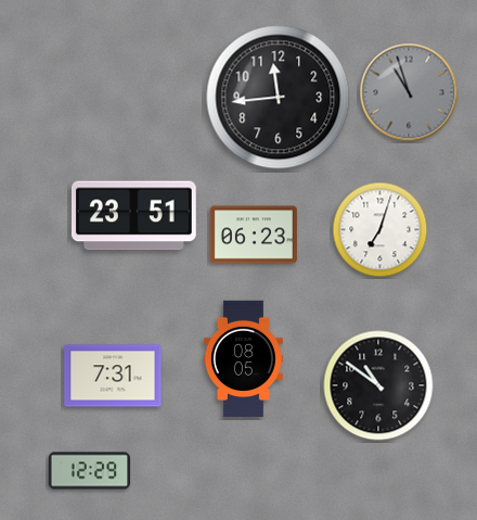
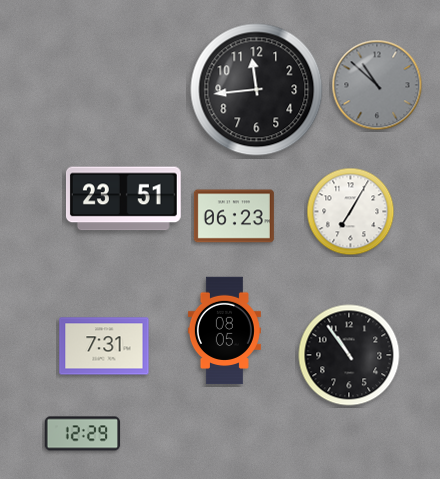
clock at (409, 92): 10:57 -> 10:52
clock at (381, 230): 7:03 -> 7:05
clock at (378, 385): 10:51 -> 10:54
